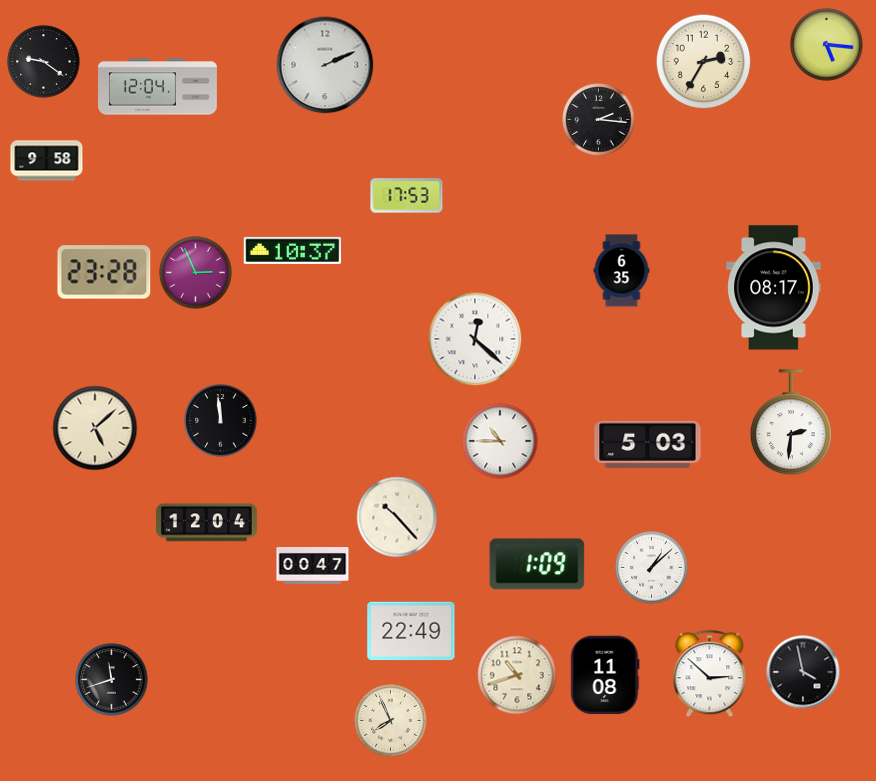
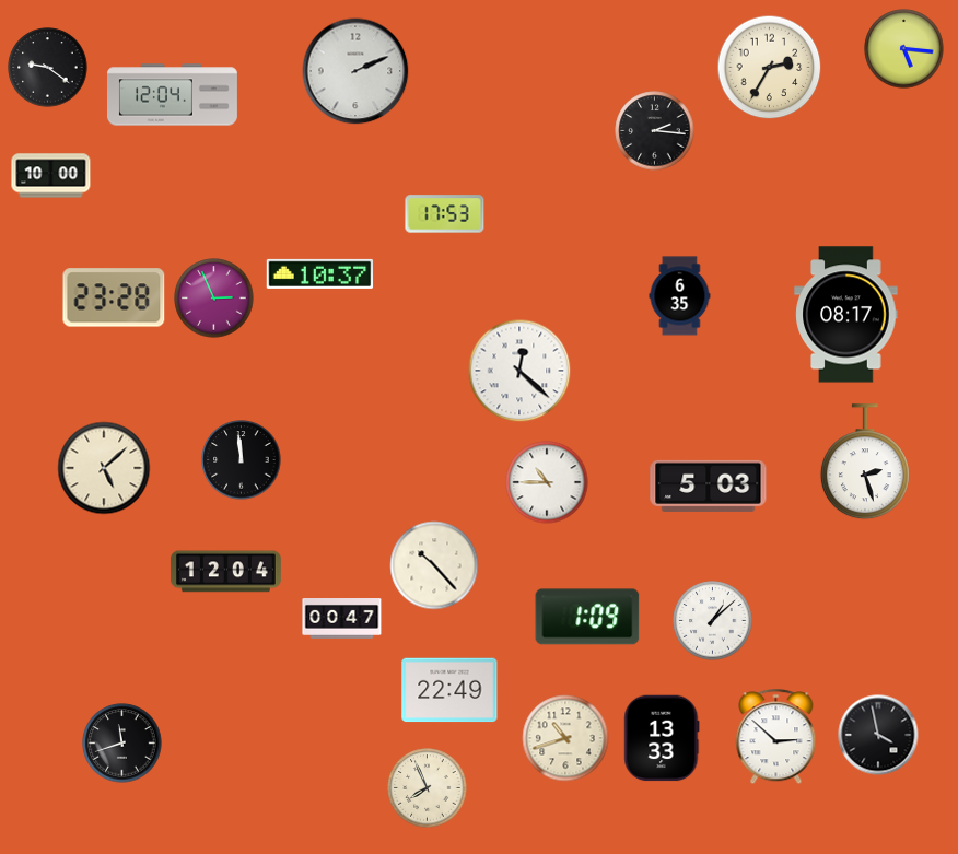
clock at (47, 161): 9:58 -> 10:00
clock at (791, 423): 2:31 -> 2:27
clock at (605, 675): 11:08 -> 13:33
